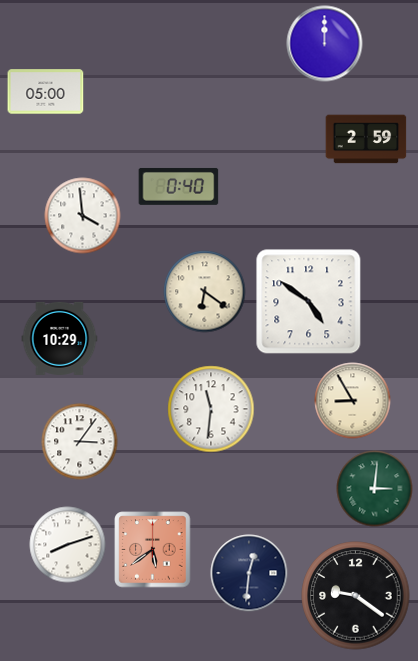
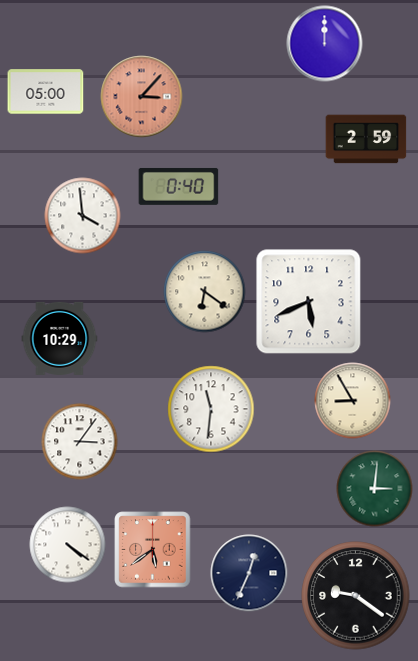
clock at (142, 97): none -> 3:07
clock at (309, 302): 4:51 -> 5:41
clock at (68, 545): 8:12 -> 4:21
clock at (249, 573): 12:31 -> 12:34
